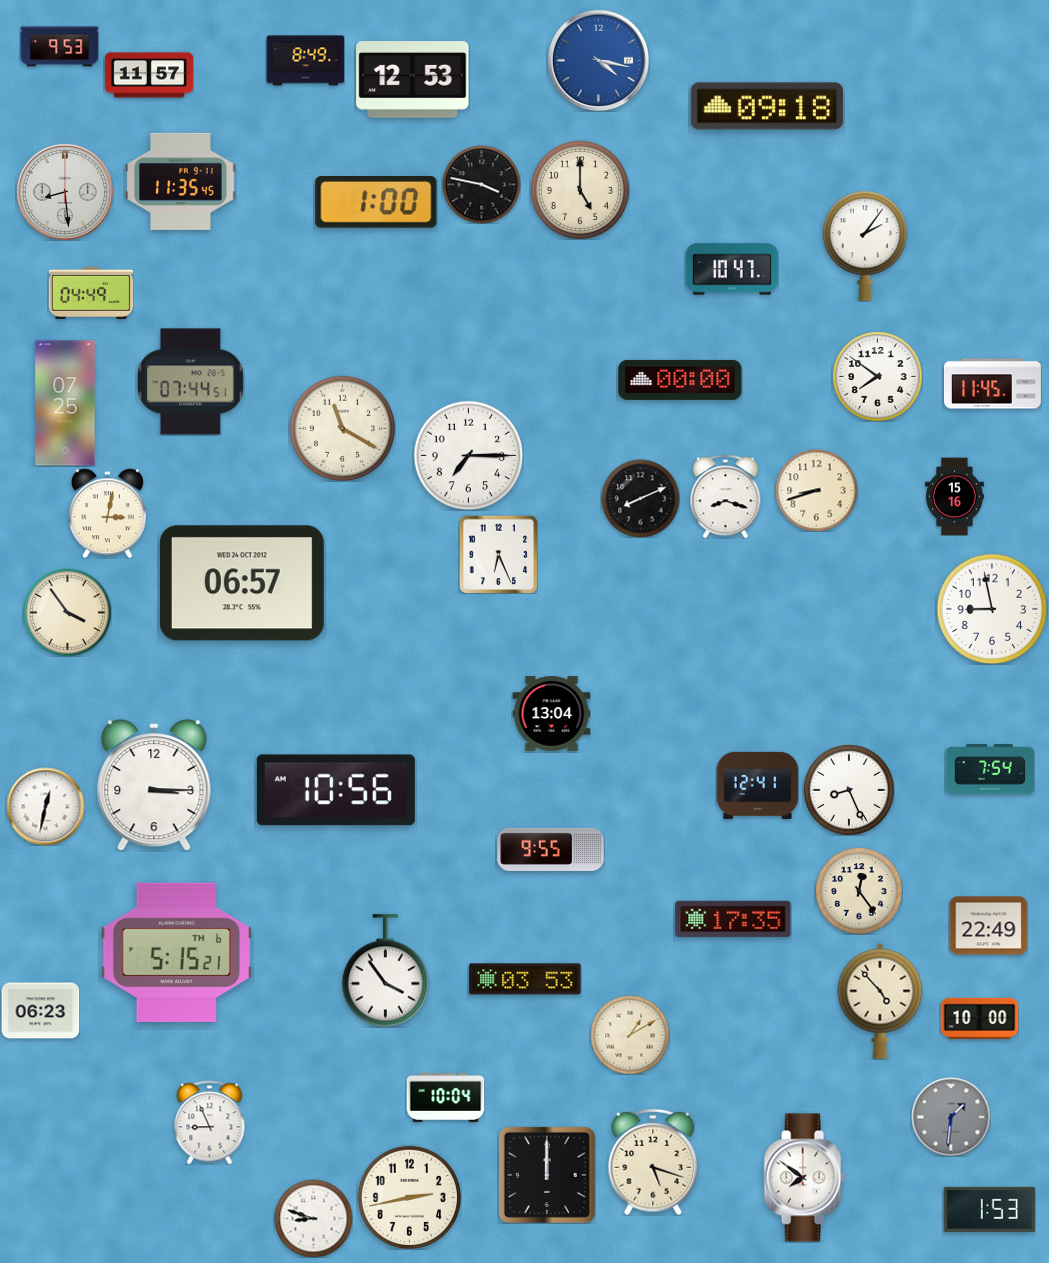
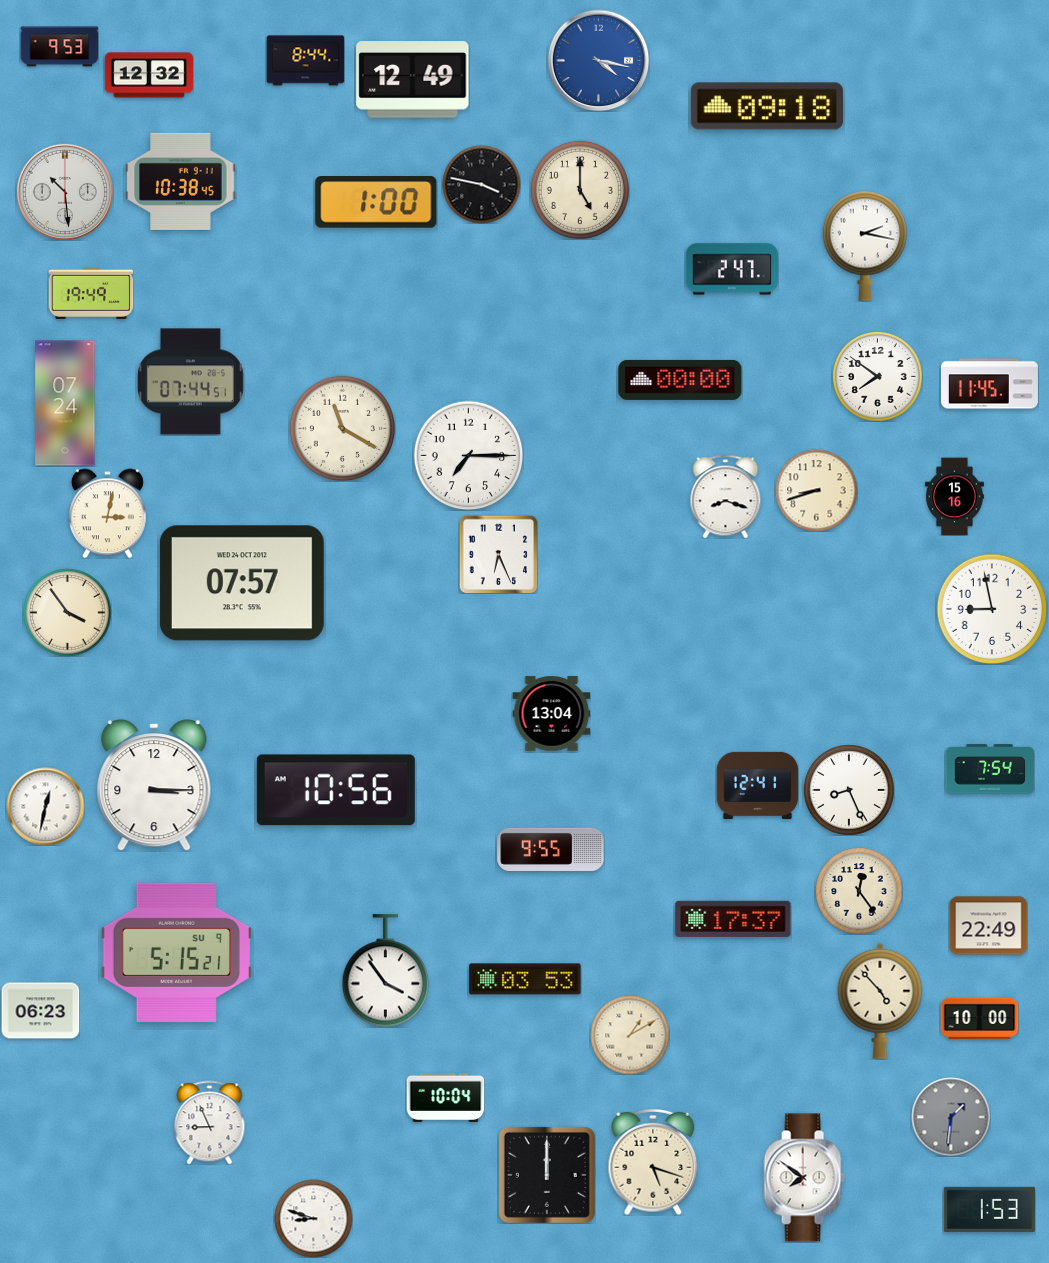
clock at (305, 61): 8:49 -> 8:44
clock at (149, 75): 11:57 -> 12:32
clock at (413, 80): 12:53 -> 12:49
clock at (181, 181): 11:35 -> 10:38
clock at (65, 192): 8:29 -> 10:29
clock at (865, 246): 2:06 -> 2:17
clock at (732, 269): 10:47 -> 2:47
clock at (91, 293): 04:49 -> 19:49
clock at (992, 384) position: (992, 384) -> (989, 384)
clock at (65, 403): 07:25 -> 07:24
clock at (640, 498): 8:11 -> none
clock at (242, 583): 06:57 -> 07:57
clock at (733, 919): 17:35 -> 17:37
clock at (176, 952) date: TH 6 -> SU 9
clock at (409, 1197): 2:43 -> none
